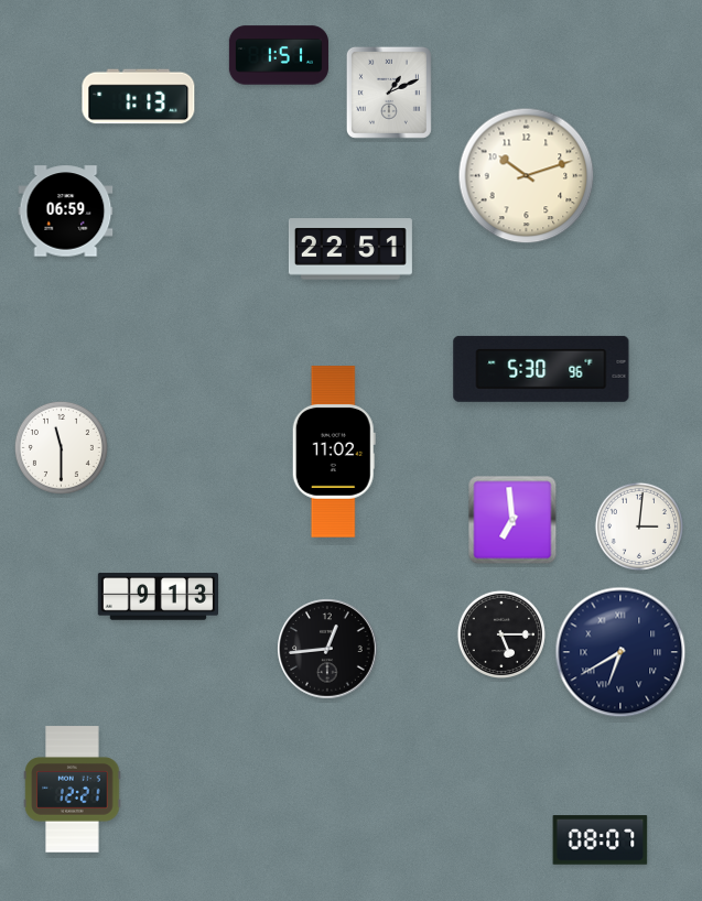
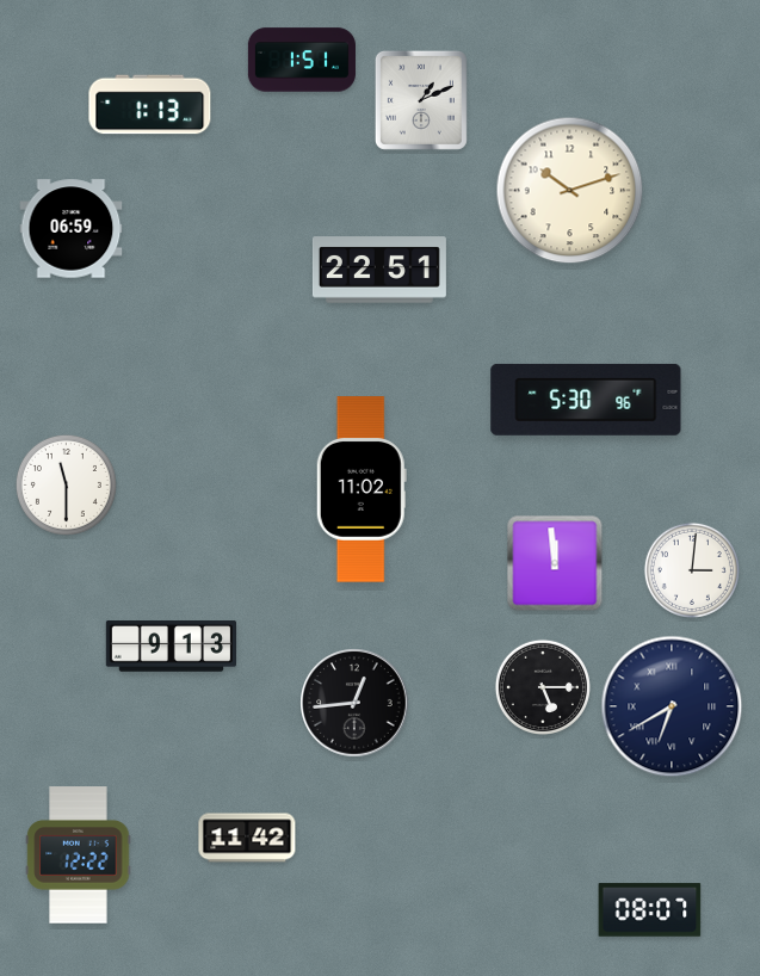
clock at (512, 520): 6:59 -> 11:59
clock at (247, 838): none -> 11:42
clock at (73, 790): 12:21 -> 12:22
